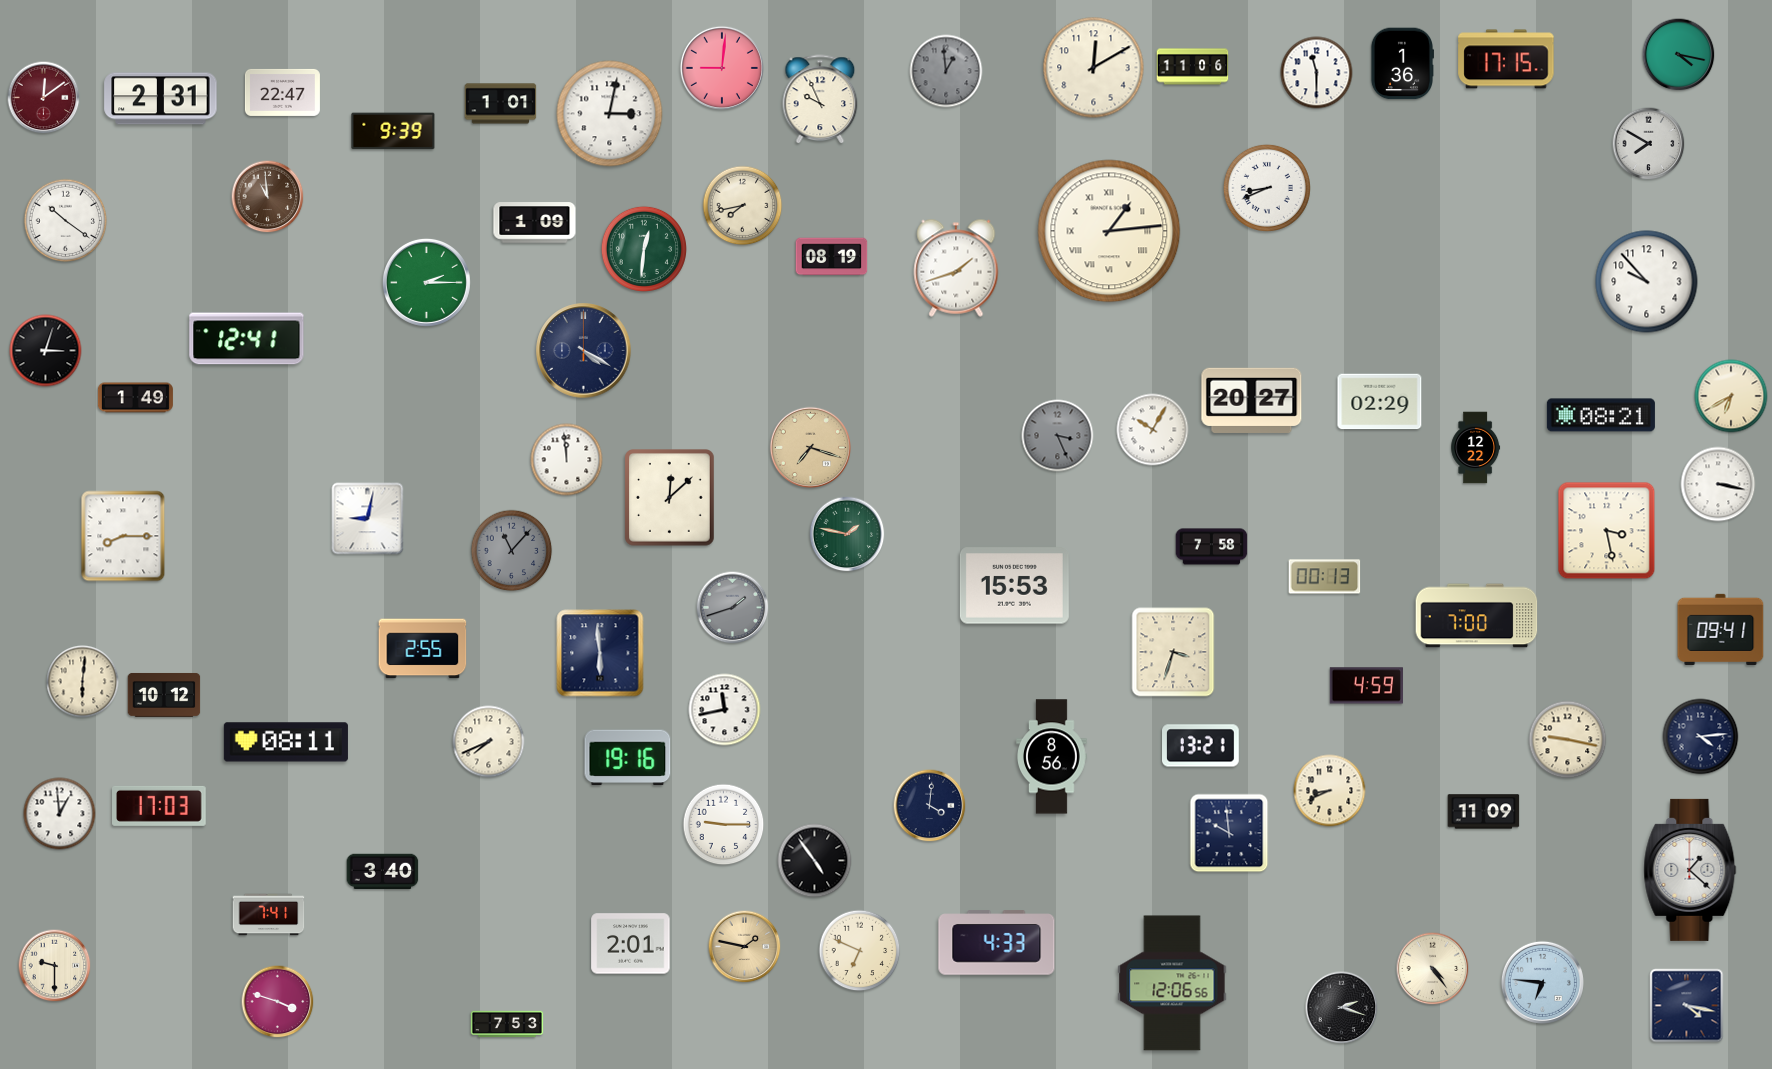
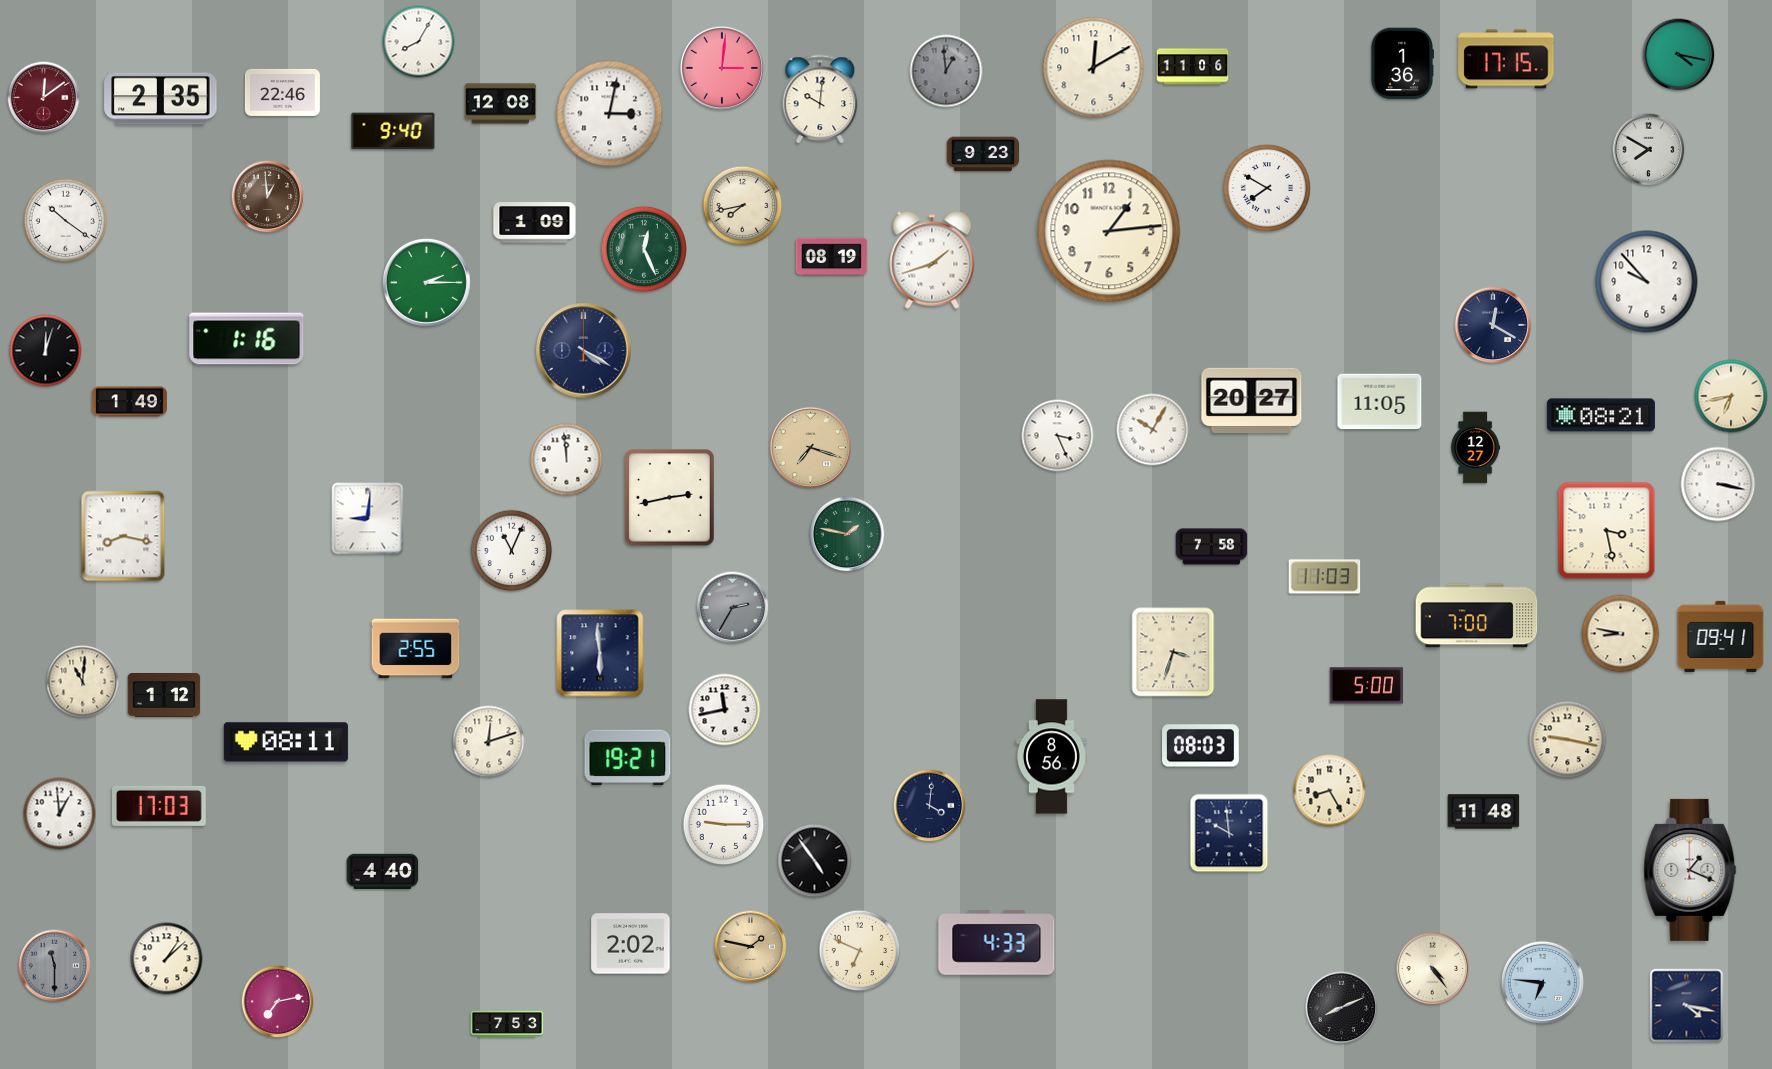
clock at (419, 42): none -> 8:05
clock at (722, 68): 9:01 -> 3:01
clock at (1317, 73): 11:30 -> none
clock at (282, 92): 22:47 -> 22:46
clock at (161, 99): 2:31 -> 2:35
clock at (820, 99): 9:56 -> 10:01
clock at (501, 104): 1:01 -> 12:08
clock at (393, 131): 9:39 -> 9:40
clock at (1649, 144) position: (1649, 144) -> (1649, 150)
clock at (983, 154): none -> 9:23
clock at (1267, 188): 8:41 -> 7:50
clock at (268, 197): 10:59 -> 12:59
clock at (1109, 231) numerals: Roman -> Arabic
clock at (644, 249): 12:31 -> 12:26
clock at (956, 268) position: (956, 268) -> (932, 260)
clock at (1493, 325): none -> 12:20
clock at (247, 339): 12:41 -> 1:16
clock at (46, 351): 3:03 -> 12:03
clock at (1731, 396): 6:40 -> 6:43
clock at (135, 398) position: (135, 398) -> (129, 402)
clock at (1380, 402): 02:29 -> 11:05
clock at (1058, 436) dial: grey -> white
clock at (1476, 448): 12:22 -> 12:27
clock at (670, 498): 12:08 -> 2:43
clock at (368, 519): 9:02 -> 9:01
clock at (123, 536): 8:15 -> 8:17
clock at (512, 551): 11:07 -> 11:04
clock at (512, 551) dial: grey -> white
clock at (1325, 577): 00:13 -> 11:03
clock at (1014, 586): 15:53 -> none
clock at (733, 608): 1:42 -> 2:35
clock at (1721, 629) position: (1721, 629) -> (1721, 636)
clock at (1621, 634): none -> 8:47
clock at (423, 649) position: (423, 649) -> (416, 649)
clock at (83, 682): 6:01 -> 11:01
clock at (1366, 686): 4:59 -> 5:00
clock at (164, 695): 10:12 -> 1:12
clock at (1701, 737): 4:14 -> none
clock at (489, 742): 7:41 -> 12:12
clock at (1201, 746): 13:21 -> 08:03
clock at (628, 758): 19:16 -> 19:21
clock at (1330, 791): 8:41 -> 8:25
clock at (1484, 812): 11:09 -> 11:48
clock at (1690, 870): 1:22 -> 1:19
clock at (383, 871): 3:40 -> 4:40
clock at (269, 915): 7:41 -> none
clock at (631, 944): 2:01 -> 2:02
clock at (745, 947) position: (745, 947) -> (751, 947)
clock at (167, 959): none -> 1:08
clock at (55, 966): 9:30 -> 11:30
clock at (55, 966) dial: cream -> grey
clock at (1172, 983): 12:06 -> none
clock at (278, 1002): 3:48 -> 7:13
clock at (1342, 1008): 2:18 -> 8:11
